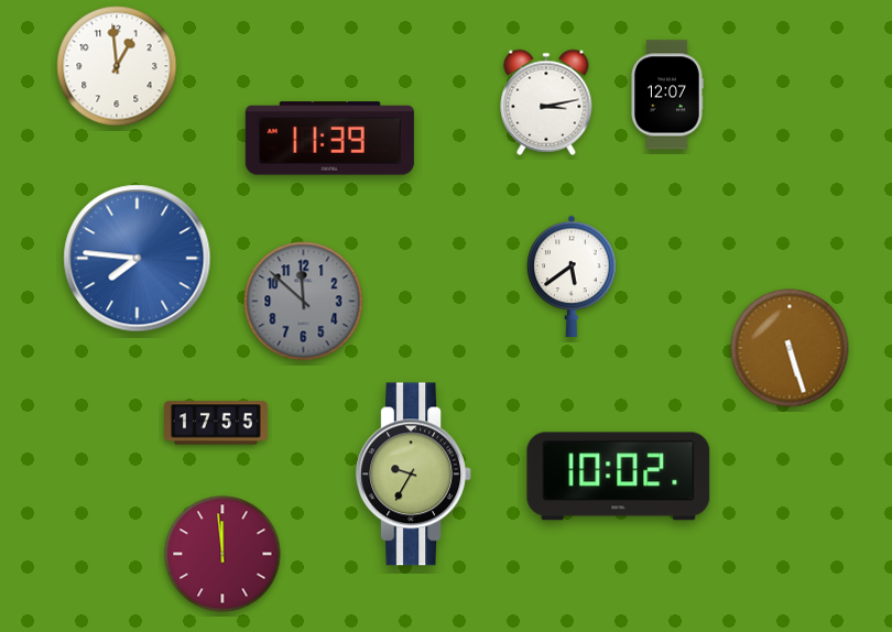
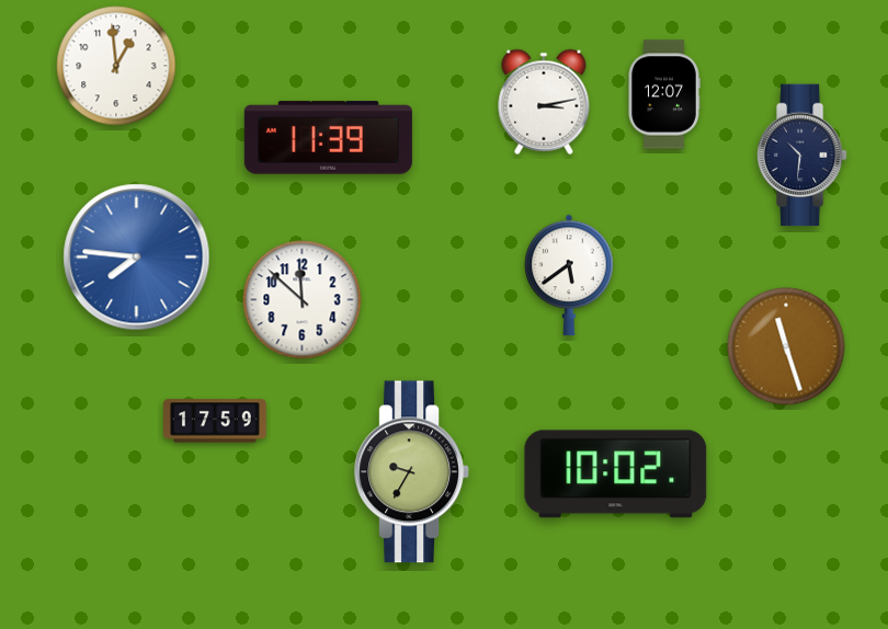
clock at (802, 156): none -> 10:31
clock at (304, 302) dial: grey -> white
clock at (790, 348): 5:27 -> 11:27
clock at (217, 423): 17:55 -> 17:59
clock at (222, 554): 11:59 -> none
